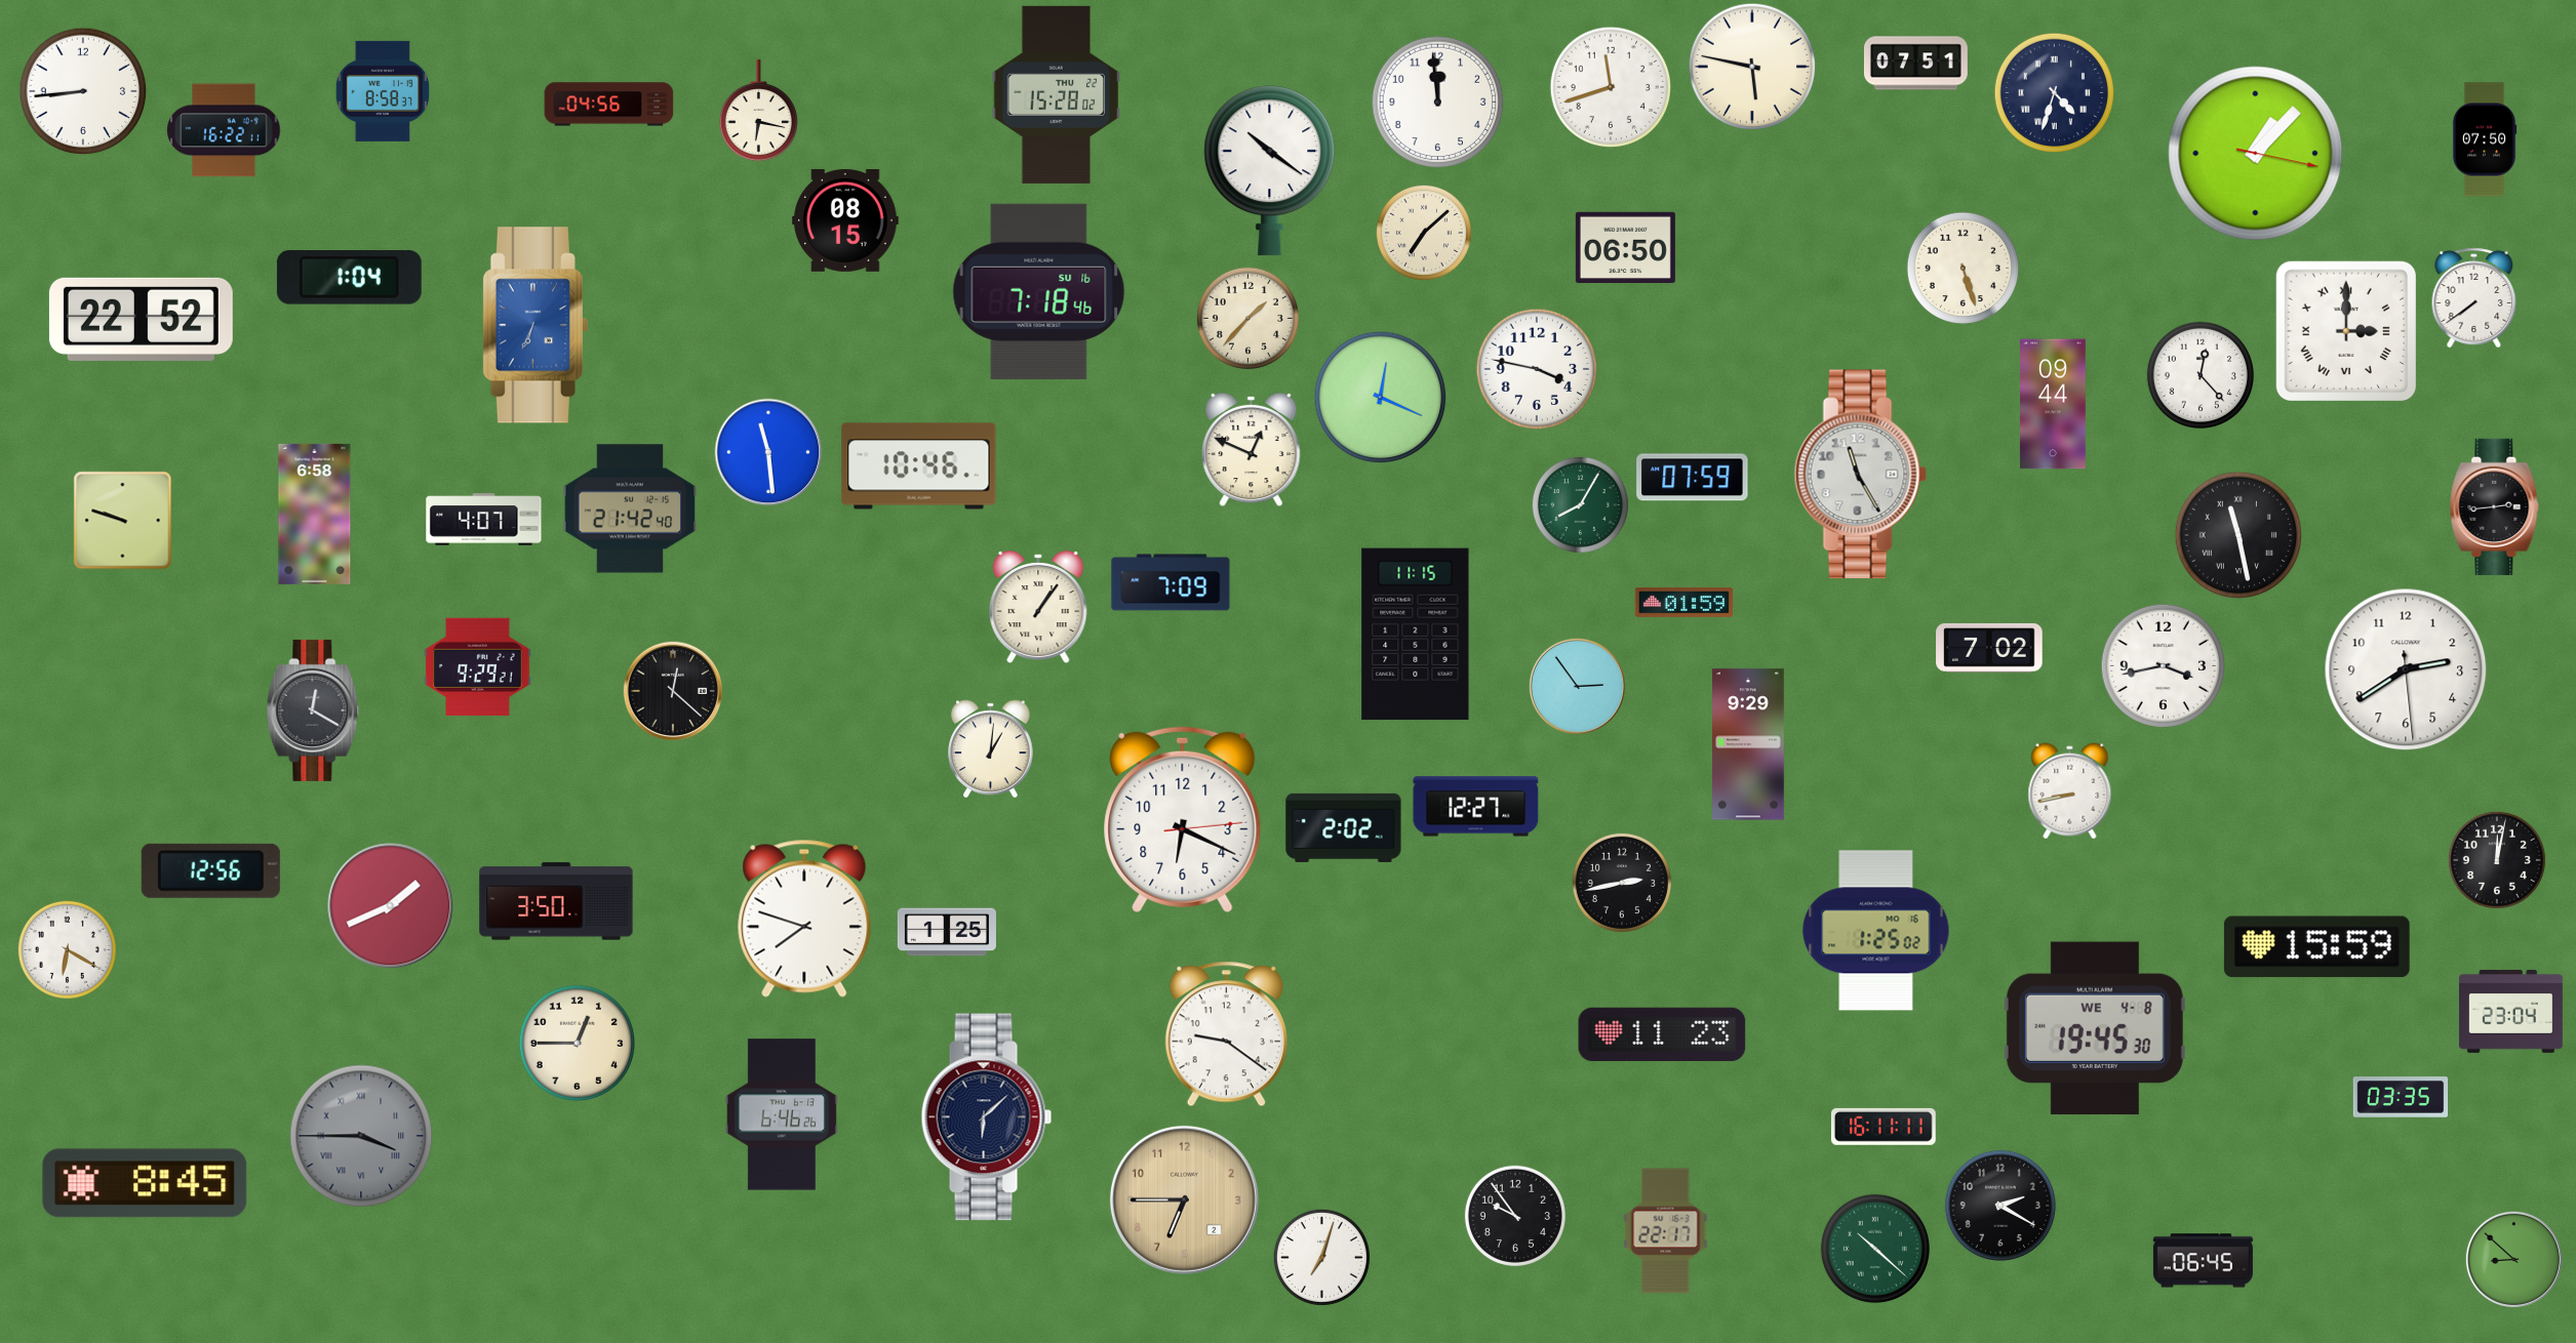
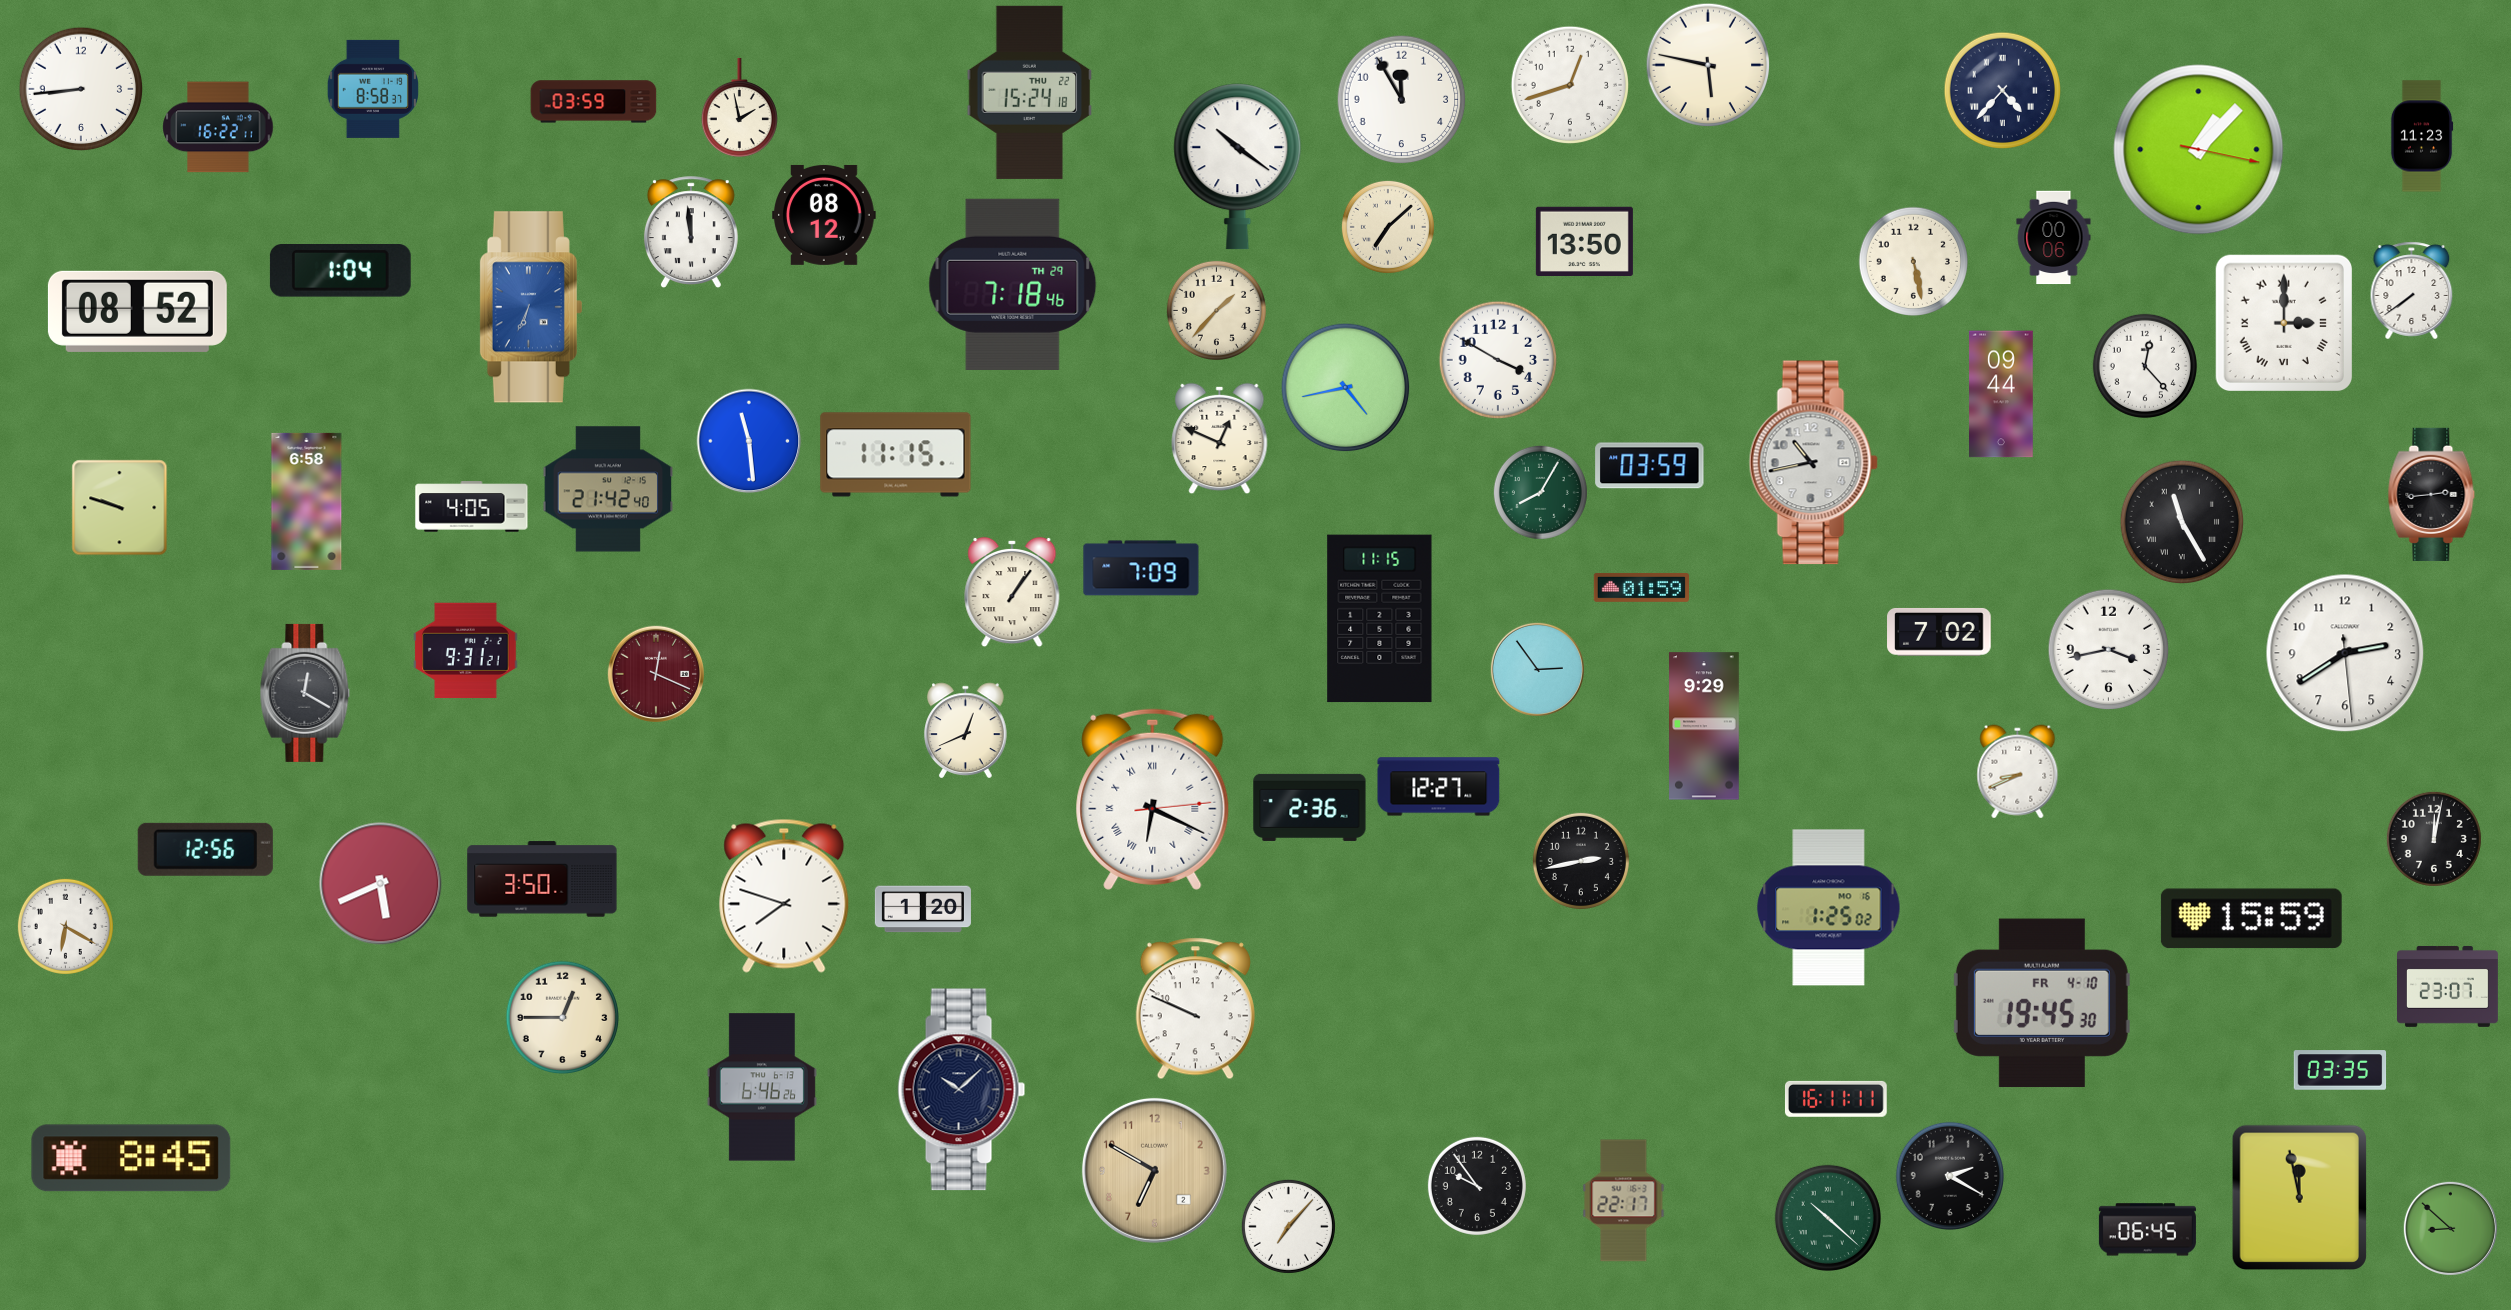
clock at (1915, 64): 07:51 -> none
clock at (1611, 87): 11:42 -> 12:42
clock at (2055, 93): 4:33 -> 4:37
clock at (1057, 94): 15:28 -> 15:24
clock at (1438, 103): 11:59 -> 11:55
clock at (609, 105): 04:56 -> 03:59
clock at (758, 111): 6:17 -> 1:58
clock at (2485, 139): 07:50 -> 11:23
clock at (845, 220): 08:15 -> 08:12
clock at (691, 232): none -> 11:59
clock at (2054, 238): none -> 00:06
clock at (1625, 247): 06:50 -> 13:50
clock at (1963, 268): 5:27 -> 5:28
clock at (1039, 291) date: SU 16 -> TH 29
clock at (141, 319): 22:52 -> 08:52
clock at (536, 325) position: (536, 325) -> (531, 307)
clock at (2345, 330) position: (2345, 330) -> (2283, 322)
clock at (1537, 369): 3:47 -> 3:50
clock at (1381, 398): 12:19 -> 4:43
clock at (919, 466): 10:46 -> 11:15
clock at (1860, 475): 11:25 -> 10:43
clock at (1693, 478): 07:59 -> 03:59
clock at (630, 508) position: (630, 508) -> (608, 489)
clock at (484, 520): 4:07 -> 4:05
clock at (2238, 535): 11:28 -> 11:25
clock at (478, 667): 9:29 -> 9:31
clock at (672, 690): 12:22 -> 12:19
clock at (672, 690) dial: black -> burgundy
clock at (991, 749): 1:01 -> 12:41
clock at (2070, 791): 8:43 -> 8:41
clock at (1183, 819) numerals: Arabic -> Roman
clock at (1344, 827): 2:02 -> 2:36
clock at (391, 906): 1:41 -> 5:41
clock at (947, 932): 1:25 -> 1:20
clock at (2316, 947) position: (2316, 947) -> (2251, 919)
clock at (2511, 1011): 23:04 -> 23:07
clock at (2095, 1028) date: WE 4-8 -> FR 4-10
clock at (1662, 1033): 11:23 -> none
clock at (1226, 1034): 9:21 -> 9:49
clock at (987, 1117): 6:08 -> 10:08
clock at (361, 1136): 3:45 -> none
clock at (145, 1183) position: (145, 1183) -> (131, 1158)
clock at (1184, 1199): 6:45 -> 6:50
clock at (2299, 1197): none -> 11:58
clock at (1321, 1257): 7:03 -> 7:07
